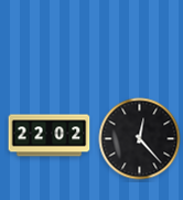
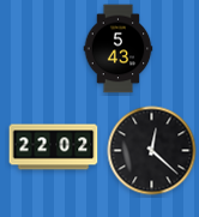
clock at (119, 49): none -> 5:43
clock at (140, 139): 12:23 -> 12:22
